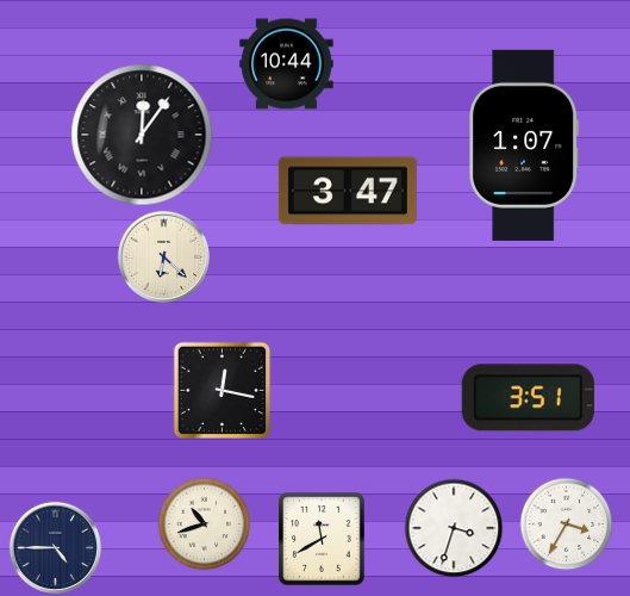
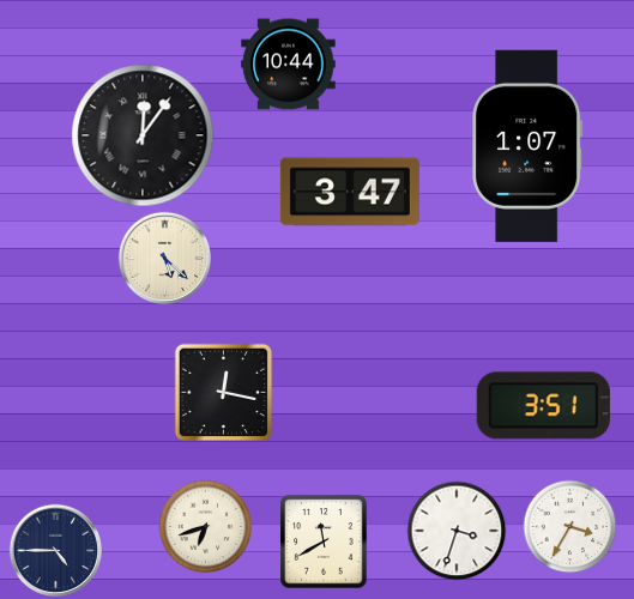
clock at (163, 256): 6:22 -> 5:22
clock at (528, 398) position: (528, 398) -> (543, 406)
clock at (204, 523): 10:42 -> 6:42
